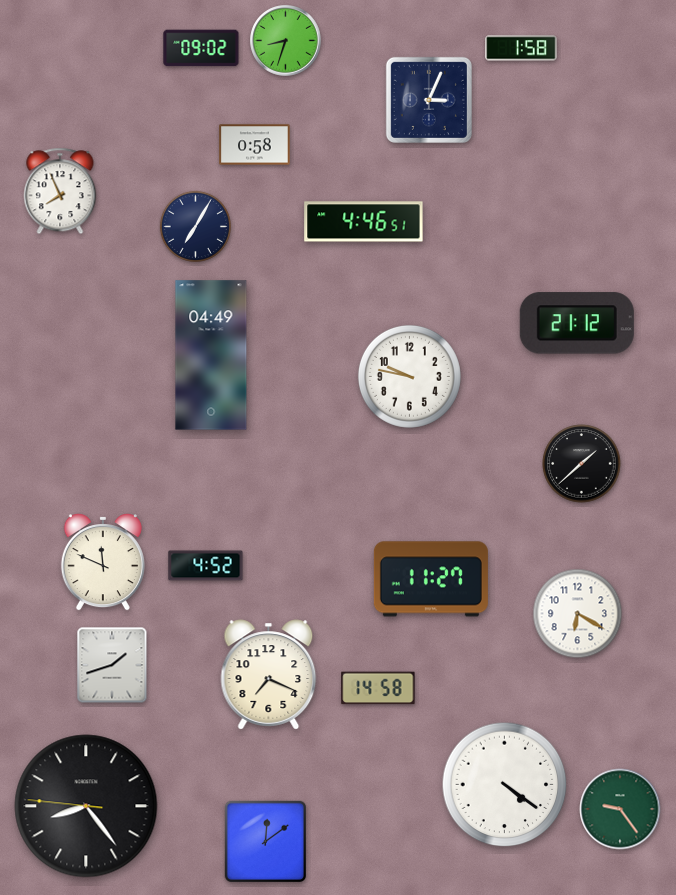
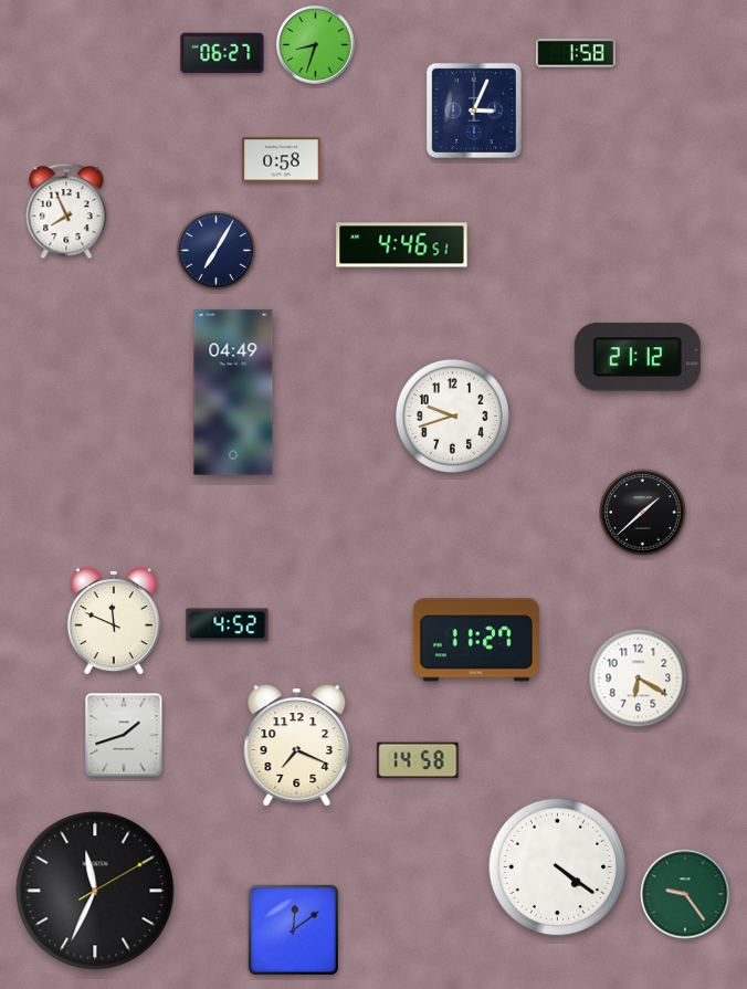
clock at (201, 48): 09:02 -> 06:27
clock at (409, 376): 9:47 -> 9:42
clock at (86, 806): 8:23 -> 11:34
